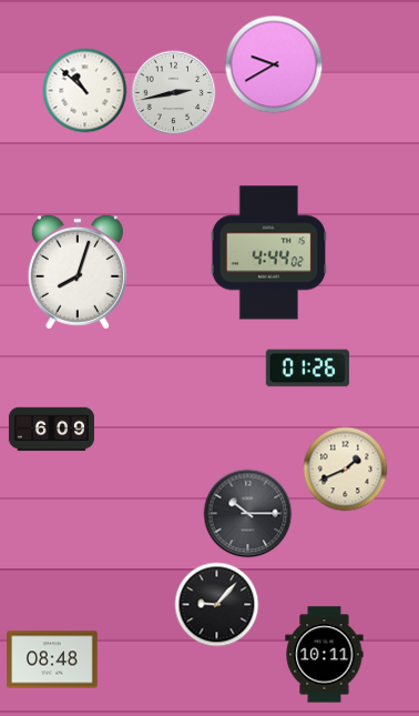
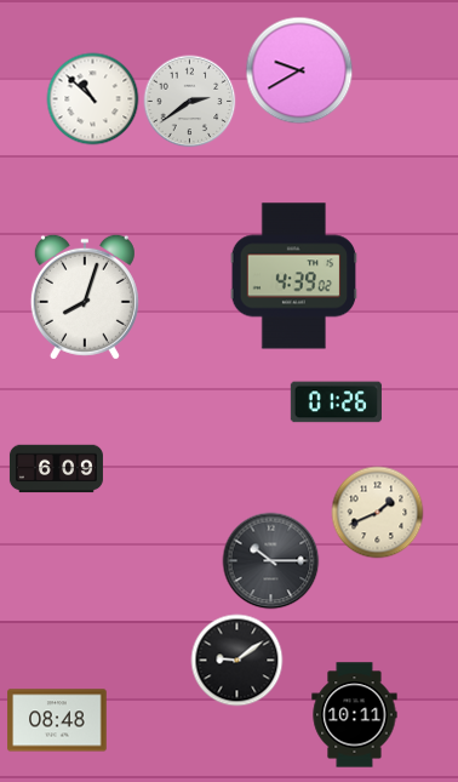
clock at (174, 93): 2:43 -> 2:39
clock at (269, 253): 4:44 -> 4:39
clock at (217, 605): 9:07 -> 9:09
